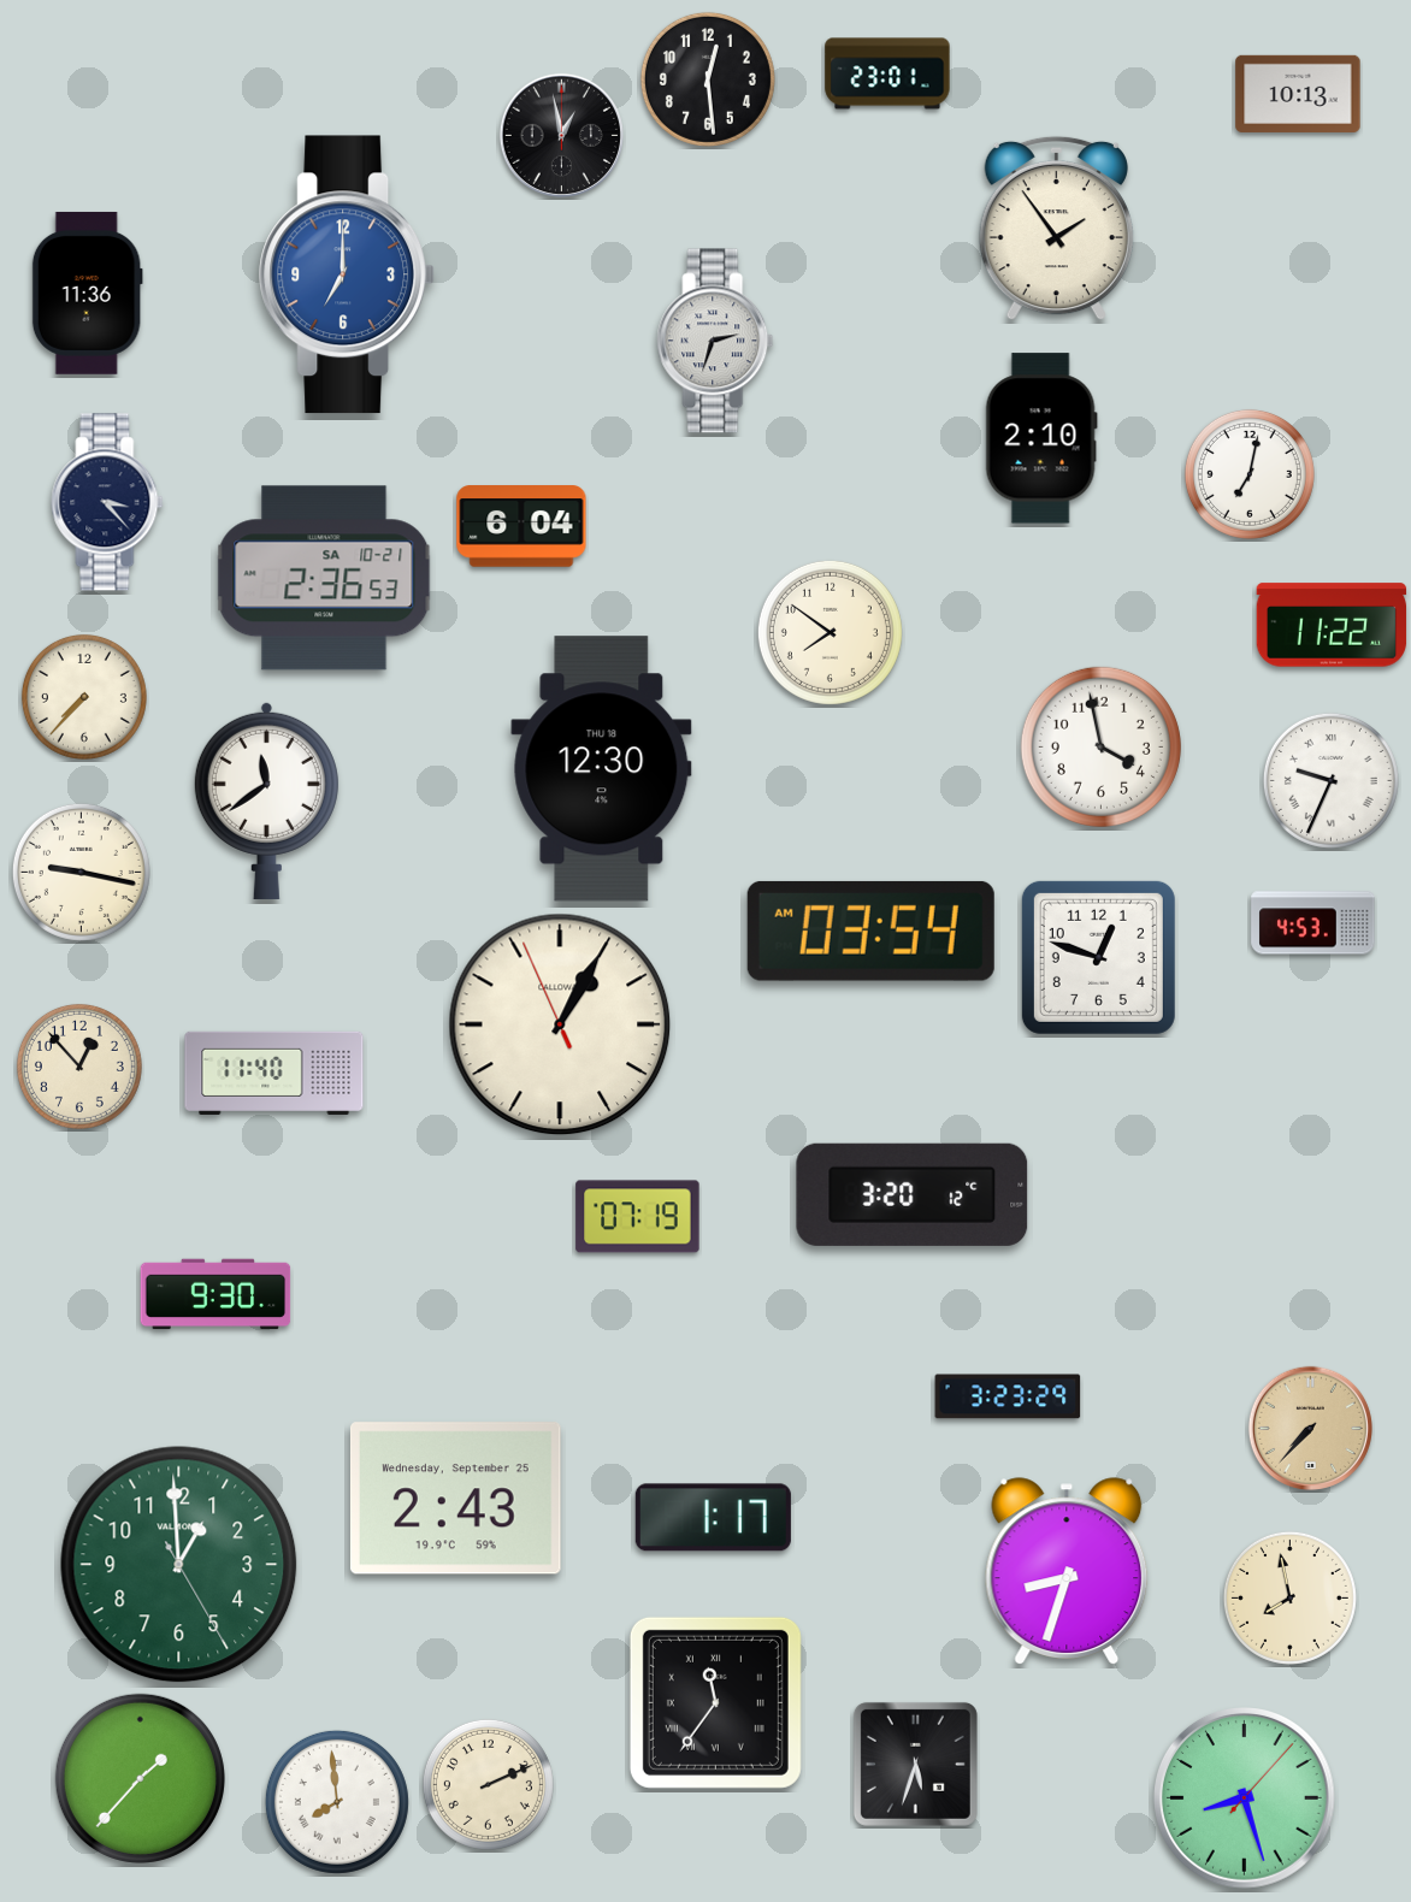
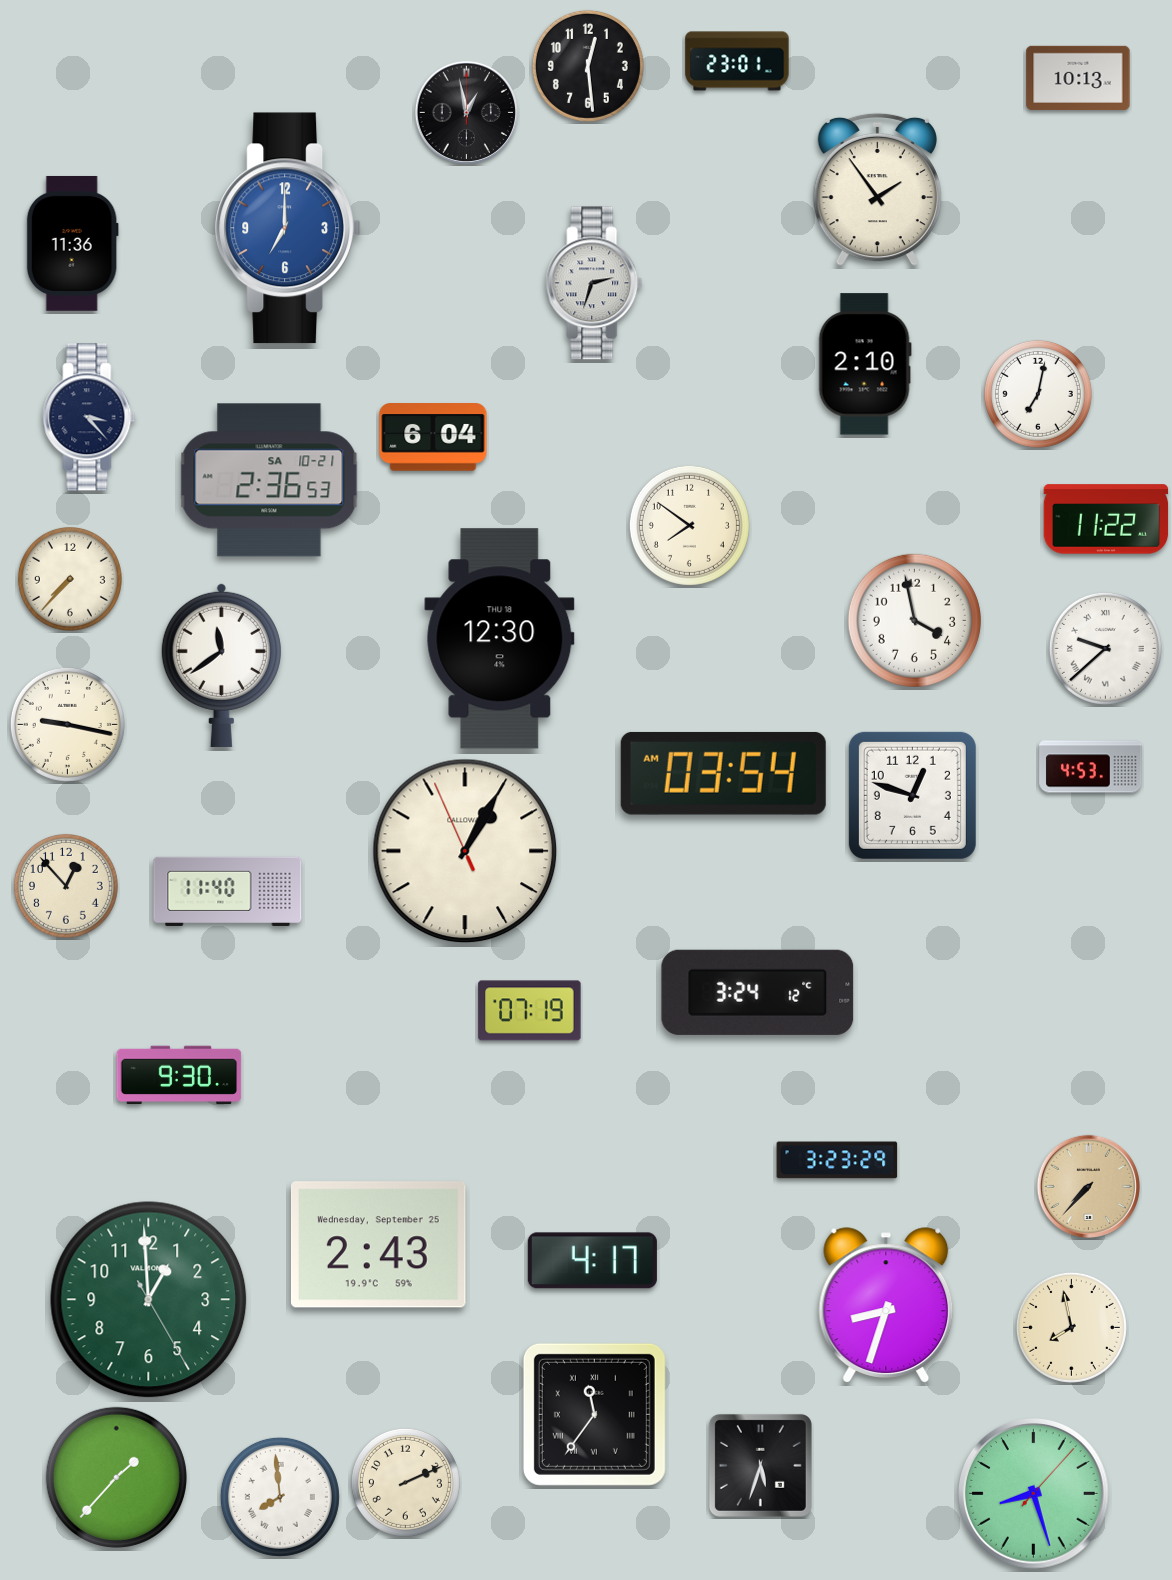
clock at (1330, 780): 9:34 -> 9:38
clock at (913, 1194): 3:20 -> 3:24
clock at (713, 1518): 1:17 -> 4:17
